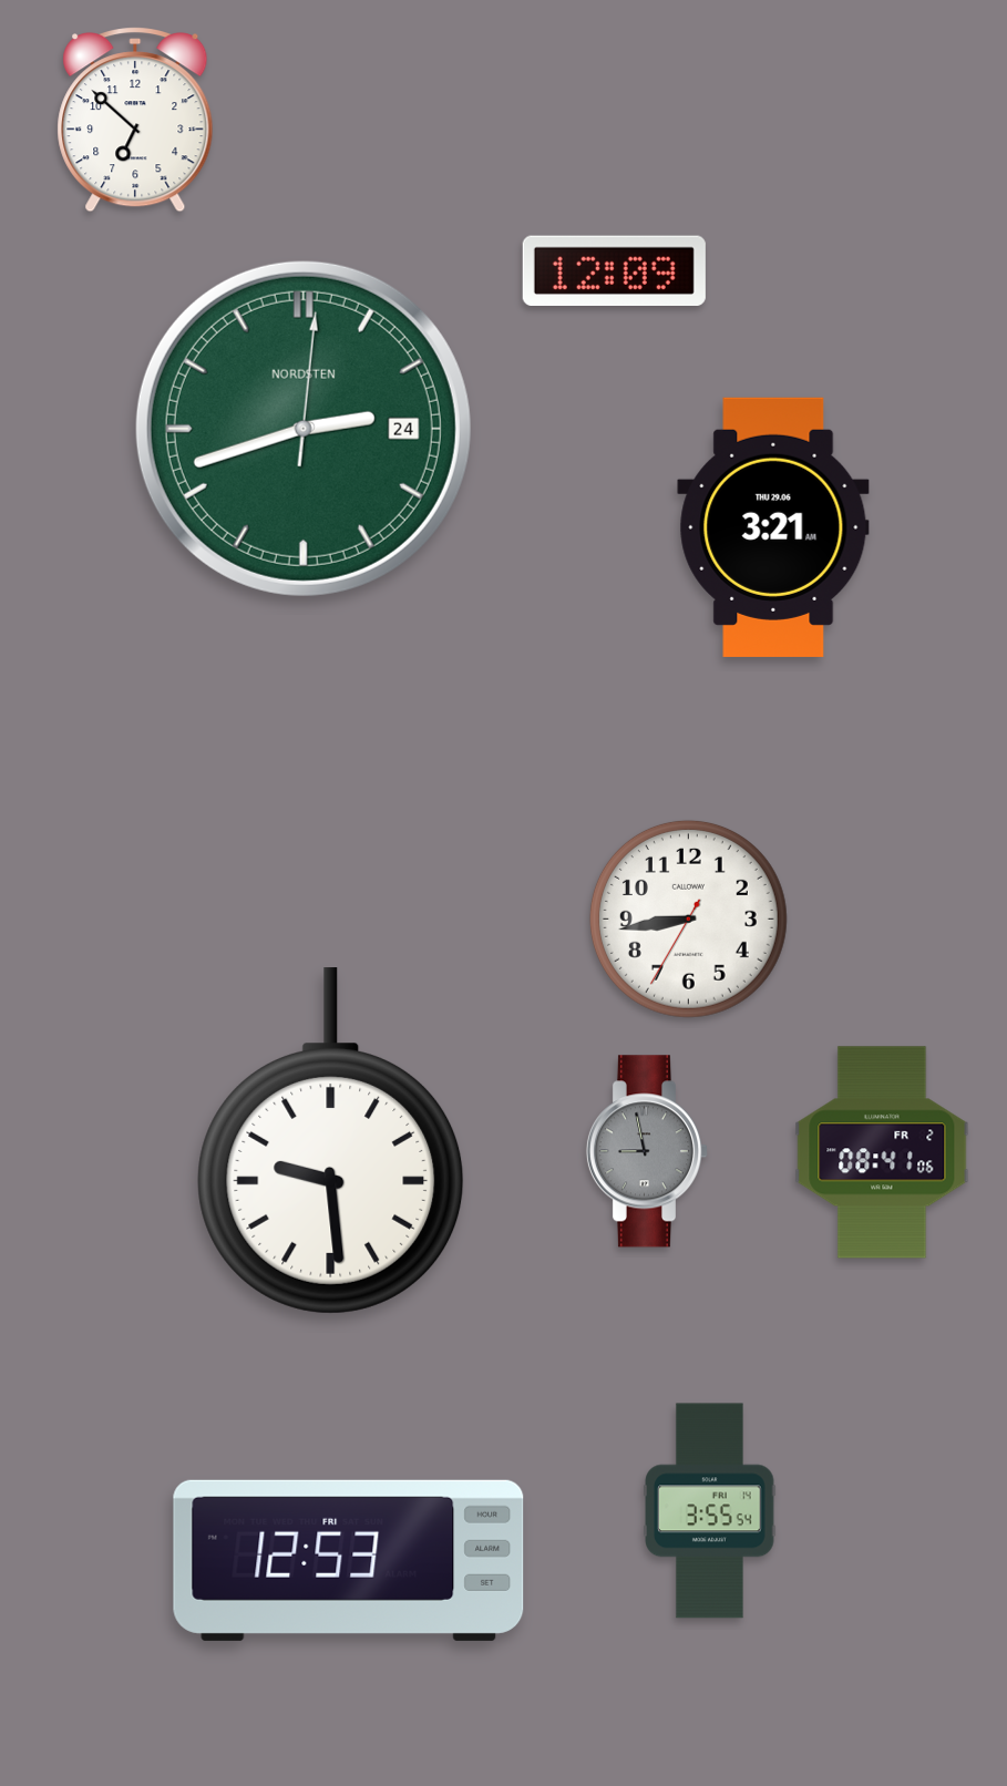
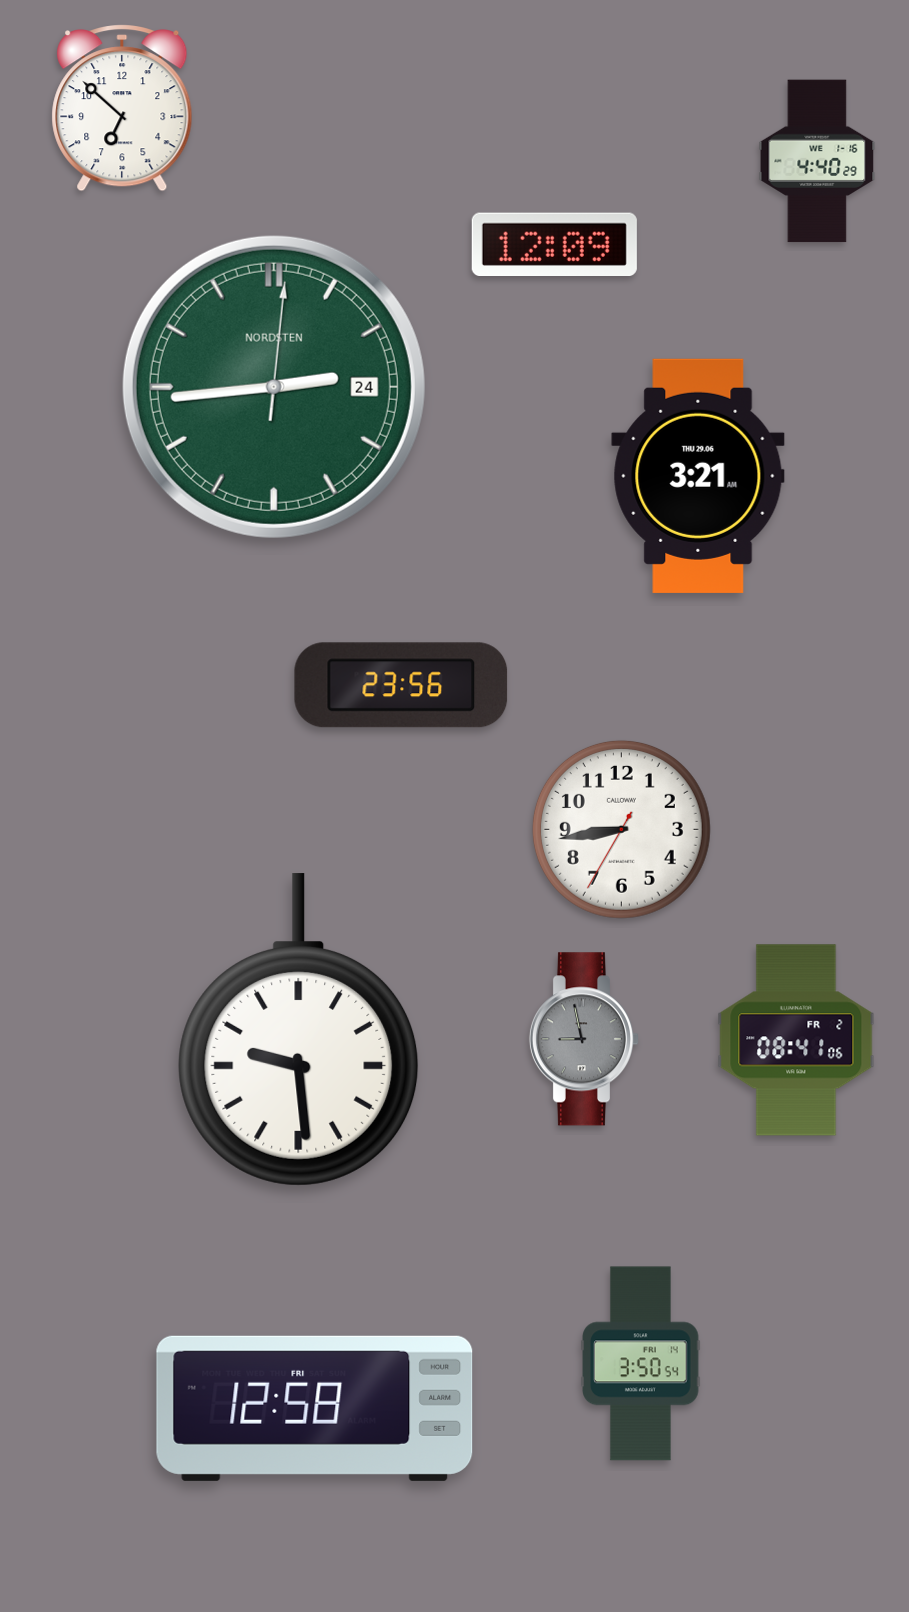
clock at (817, 161): none -> 4:40
clock at (304, 429): 2:42 -> 2:44
clock at (401, 685): none -> 23:56
clock at (710, 1511): 3:55 -> 3:50
clock at (349, 1560): 12:53 -> 12:58
